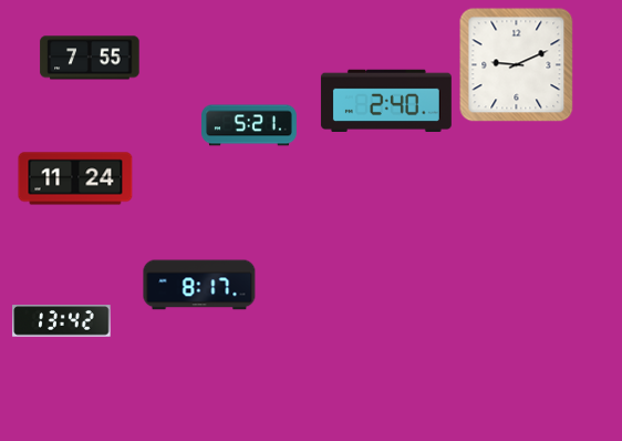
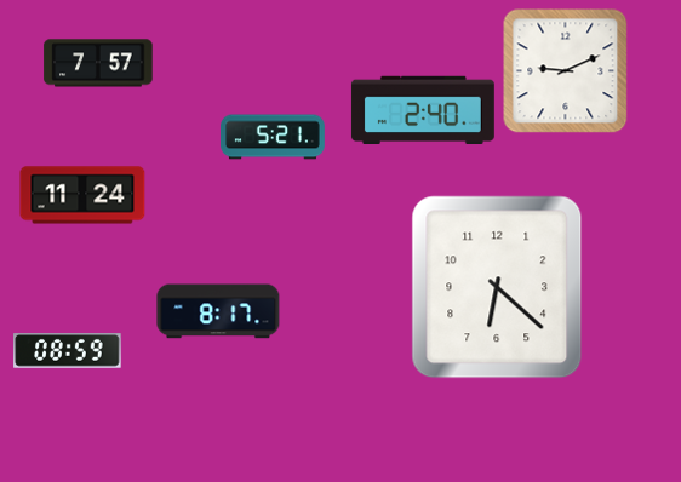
clock at (90, 58): 7:55 -> 7:57
clock at (497, 287): none -> 6:22
clock at (62, 321): 13:42 -> 08:59
